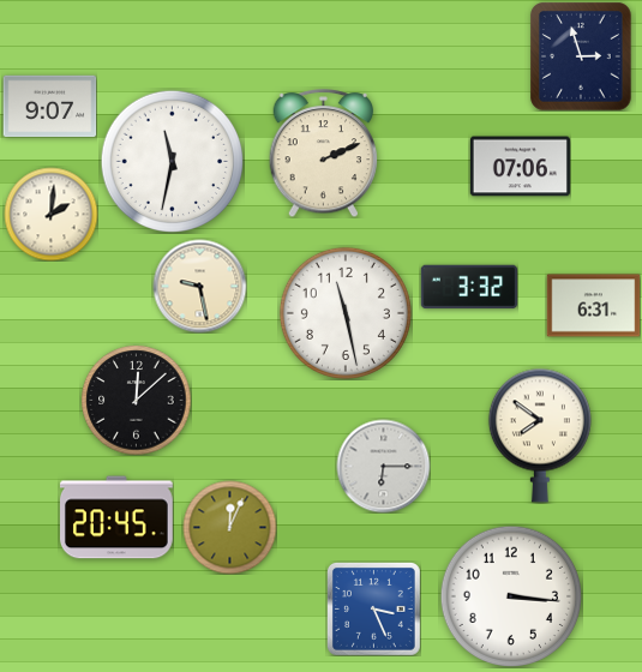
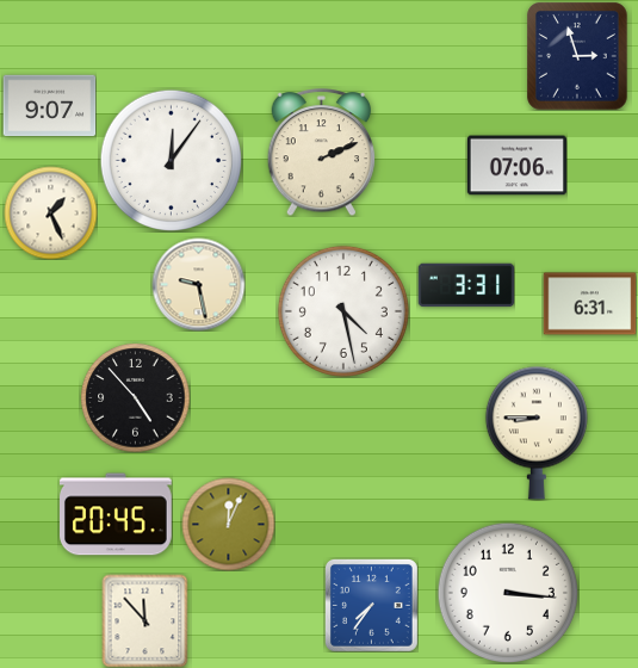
clock at (172, 161): 11:32 -> 12:06
clock at (50, 214): 2:01 -> 1:26
clock at (469, 287): 3:32 -> 3:31
clock at (346, 313): 11:28 -> 4:28
clock at (136, 400): 12:08 -> 4:53
clock at (540, 436): 7:51 -> 8:45
clock at (383, 466): 6:15 -> none
clock at (374, 610): 3:26 -> 7:36
clock at (145, 620): none -> 11:53
